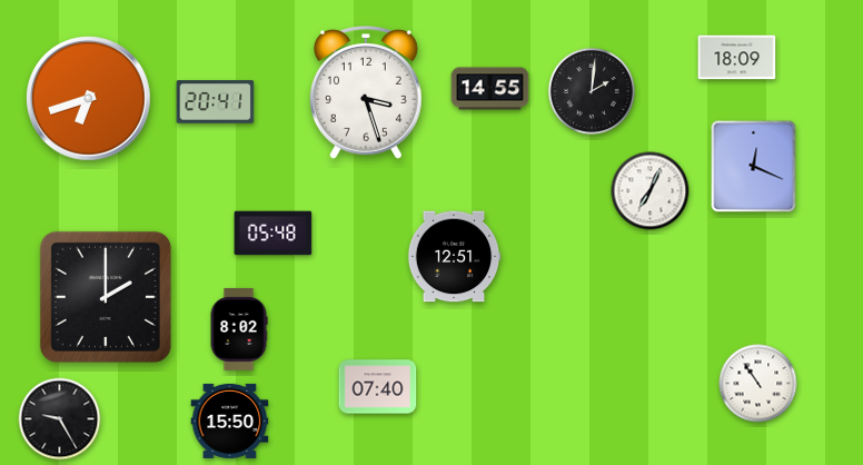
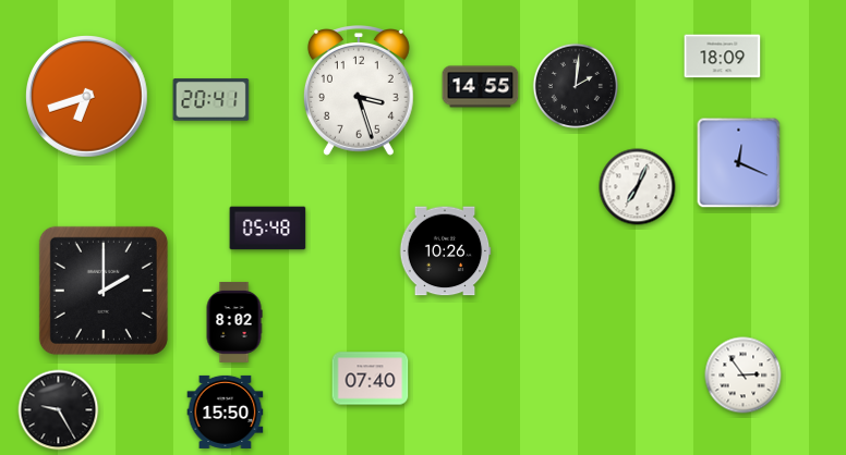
clock at (592, 91) position: (592, 91) -> (576, 86)
clock at (454, 257): 12:51 -> 10:26
clock at (758, 384): 10:54 -> 2:54
